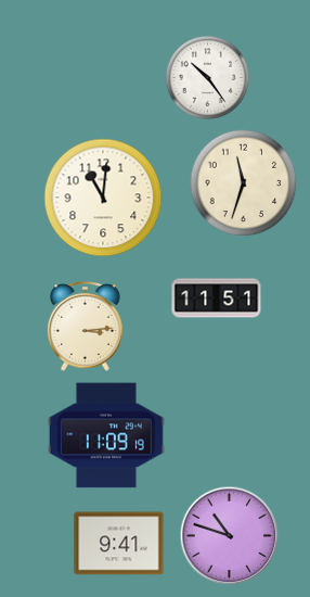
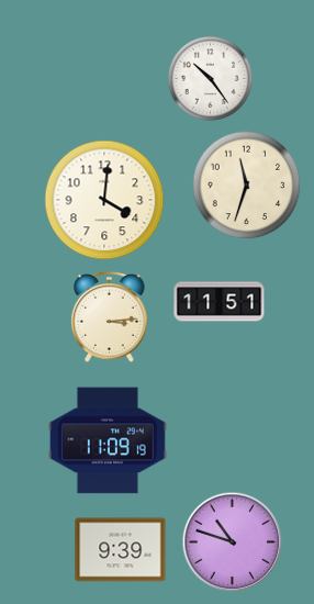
clock at (103, 198): 11:01 -> 4:01
clock at (86, 327) position: (86, 327) -> (110, 317)
clock at (119, 544): 9:41 -> 9:39
